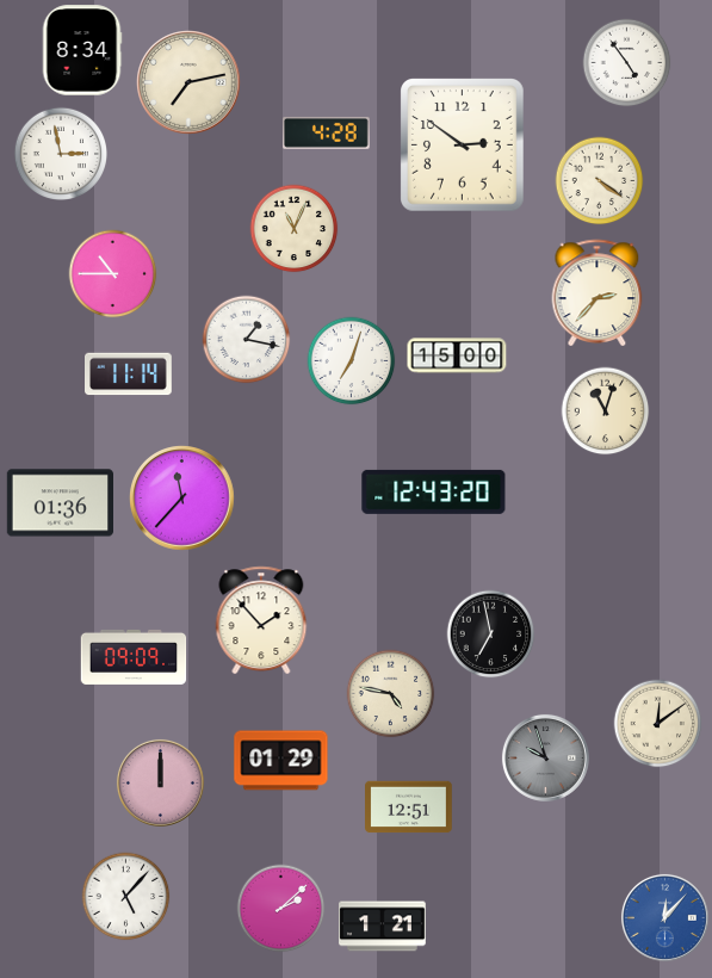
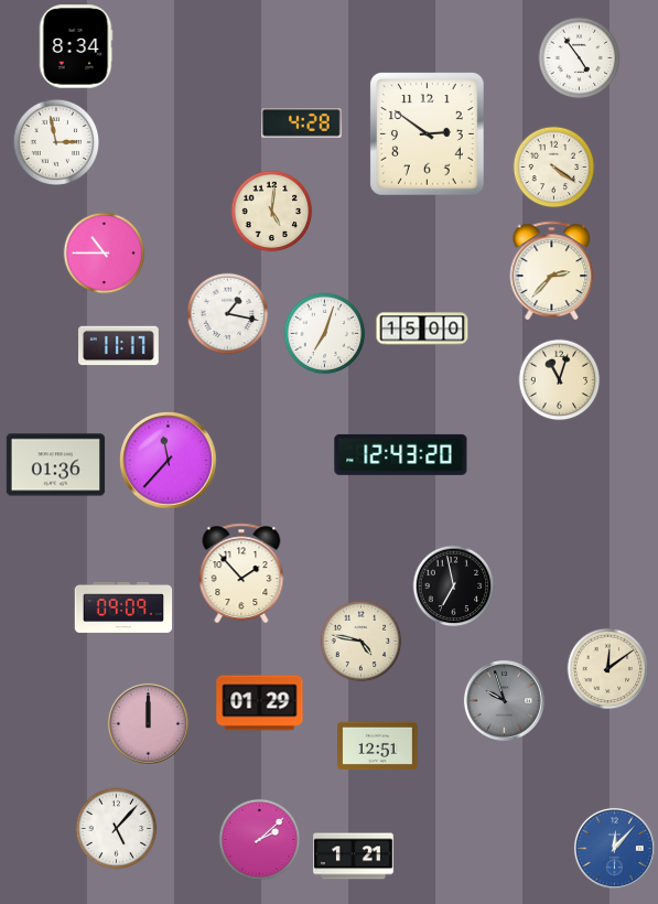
clock at (190, 83): 7:13 -> none
clock at (295, 229): 11:04 -> 5:01
clock at (129, 375): 11:14 -> 11:17
